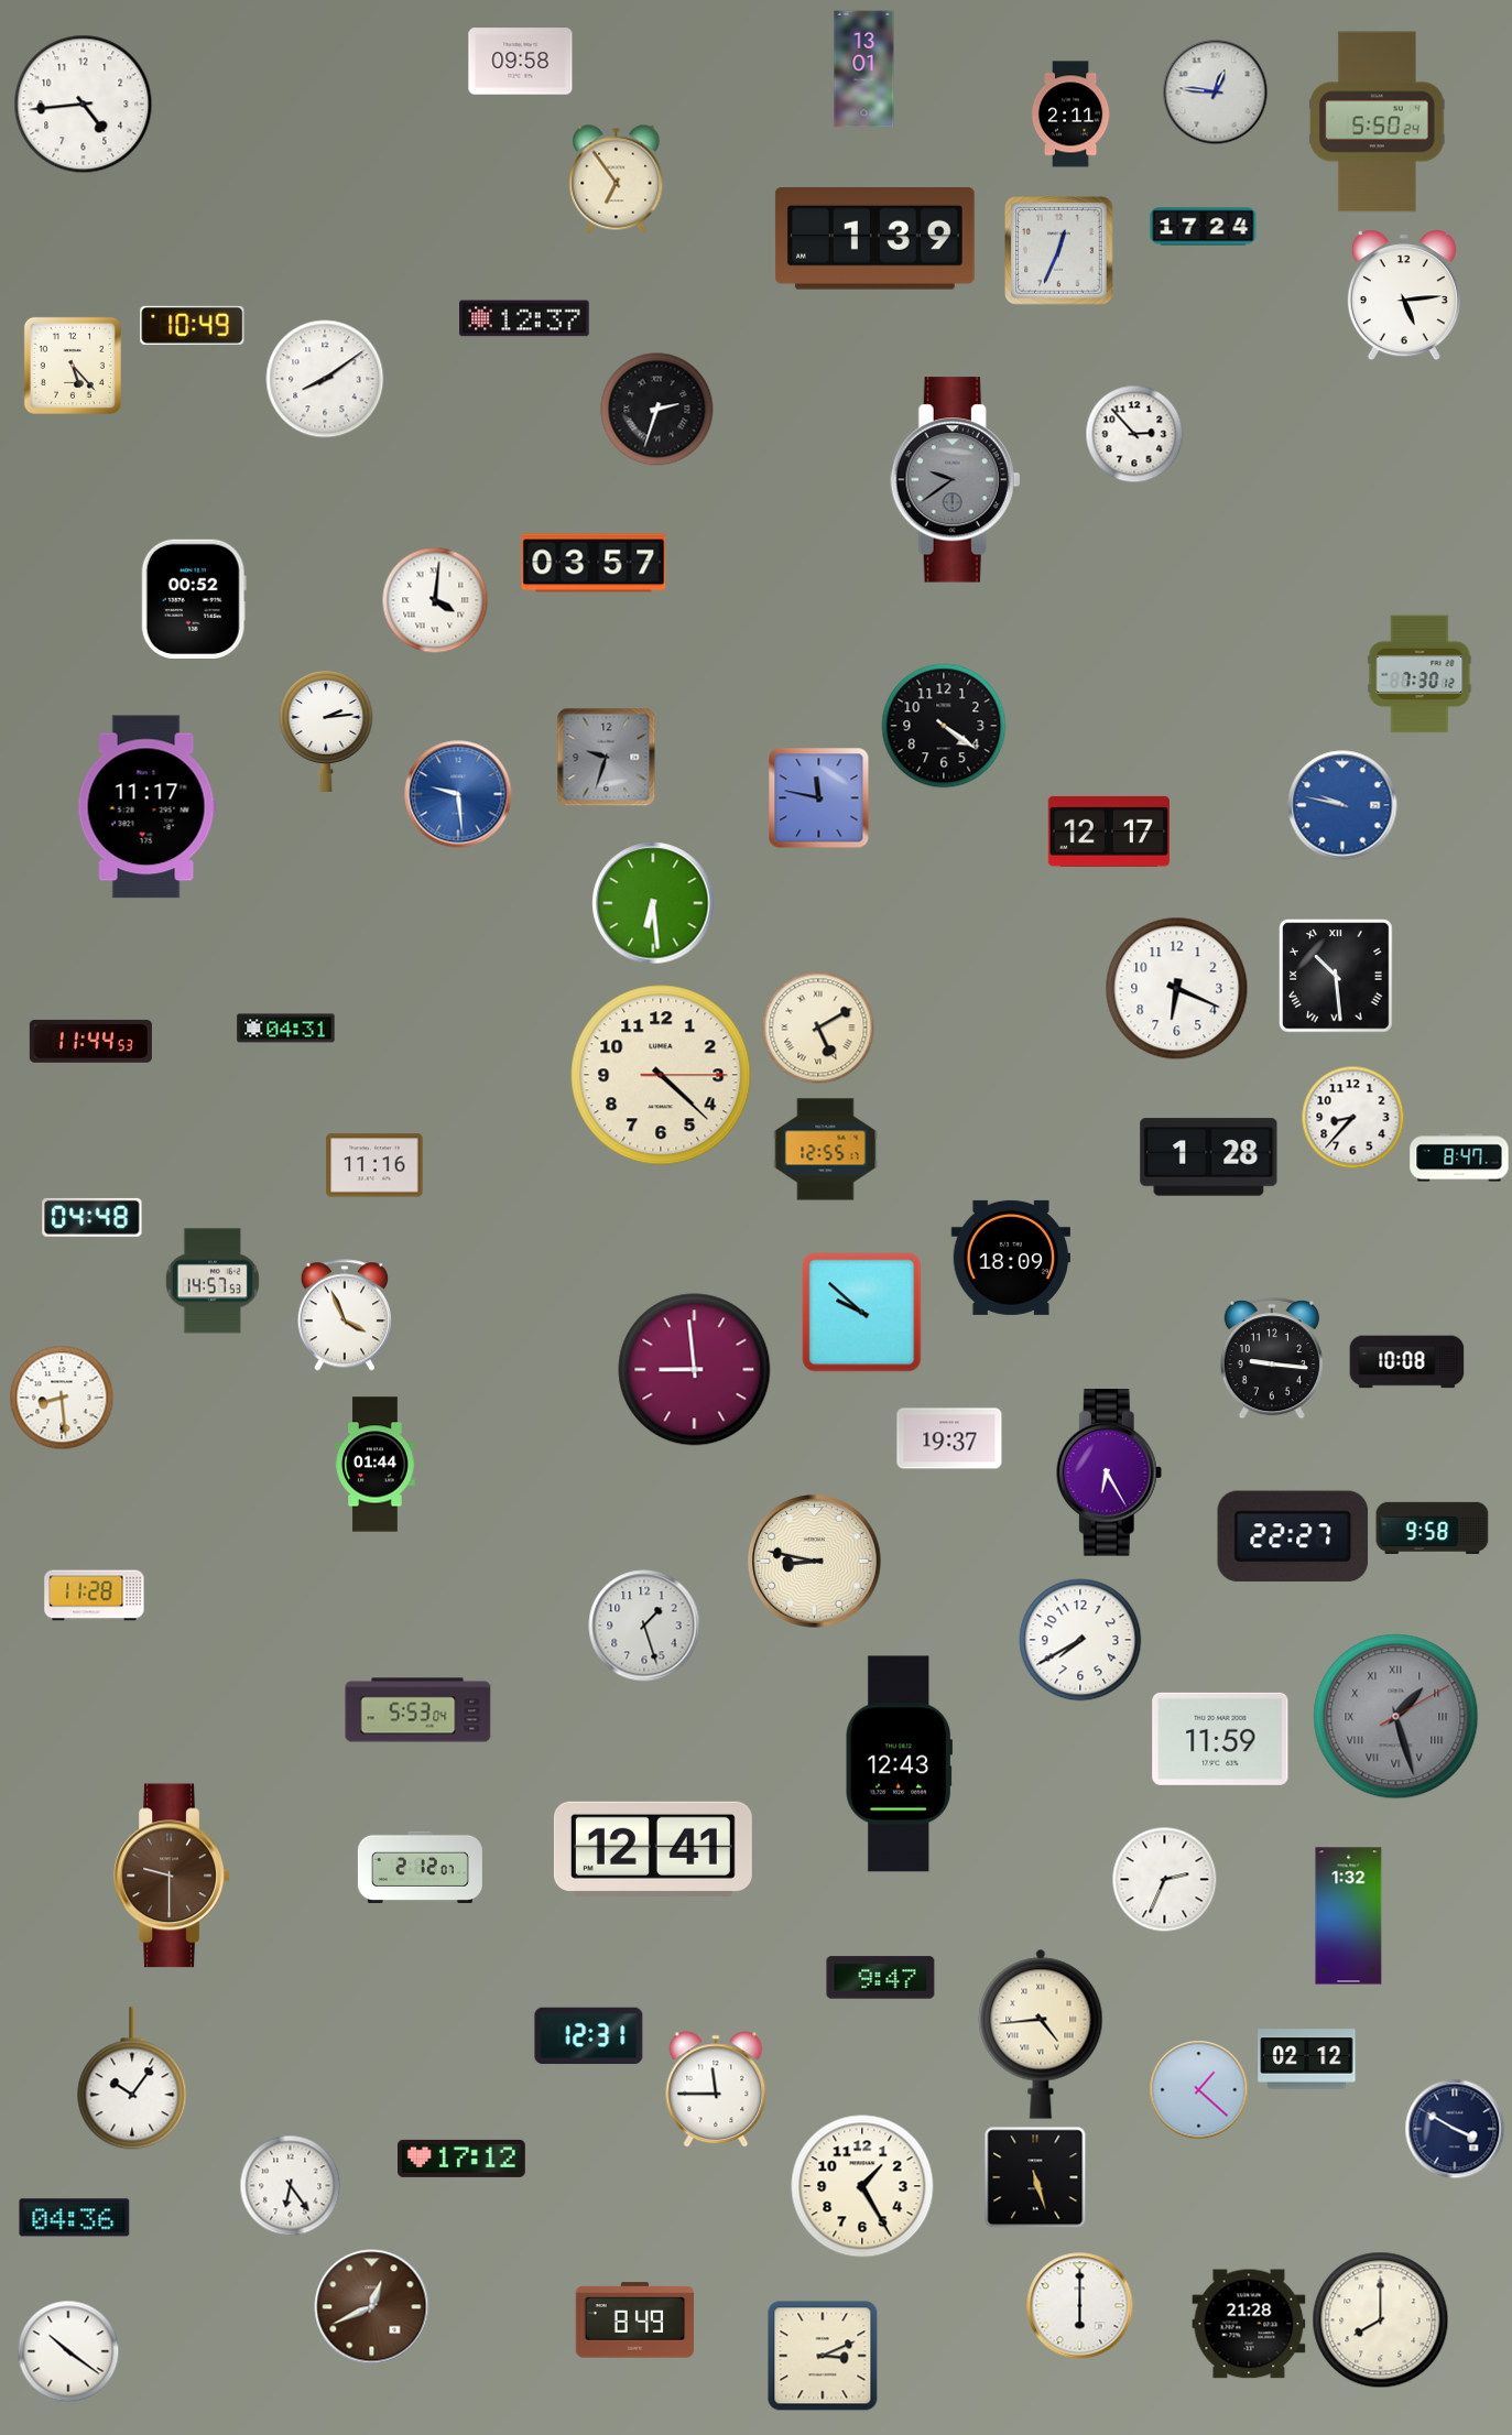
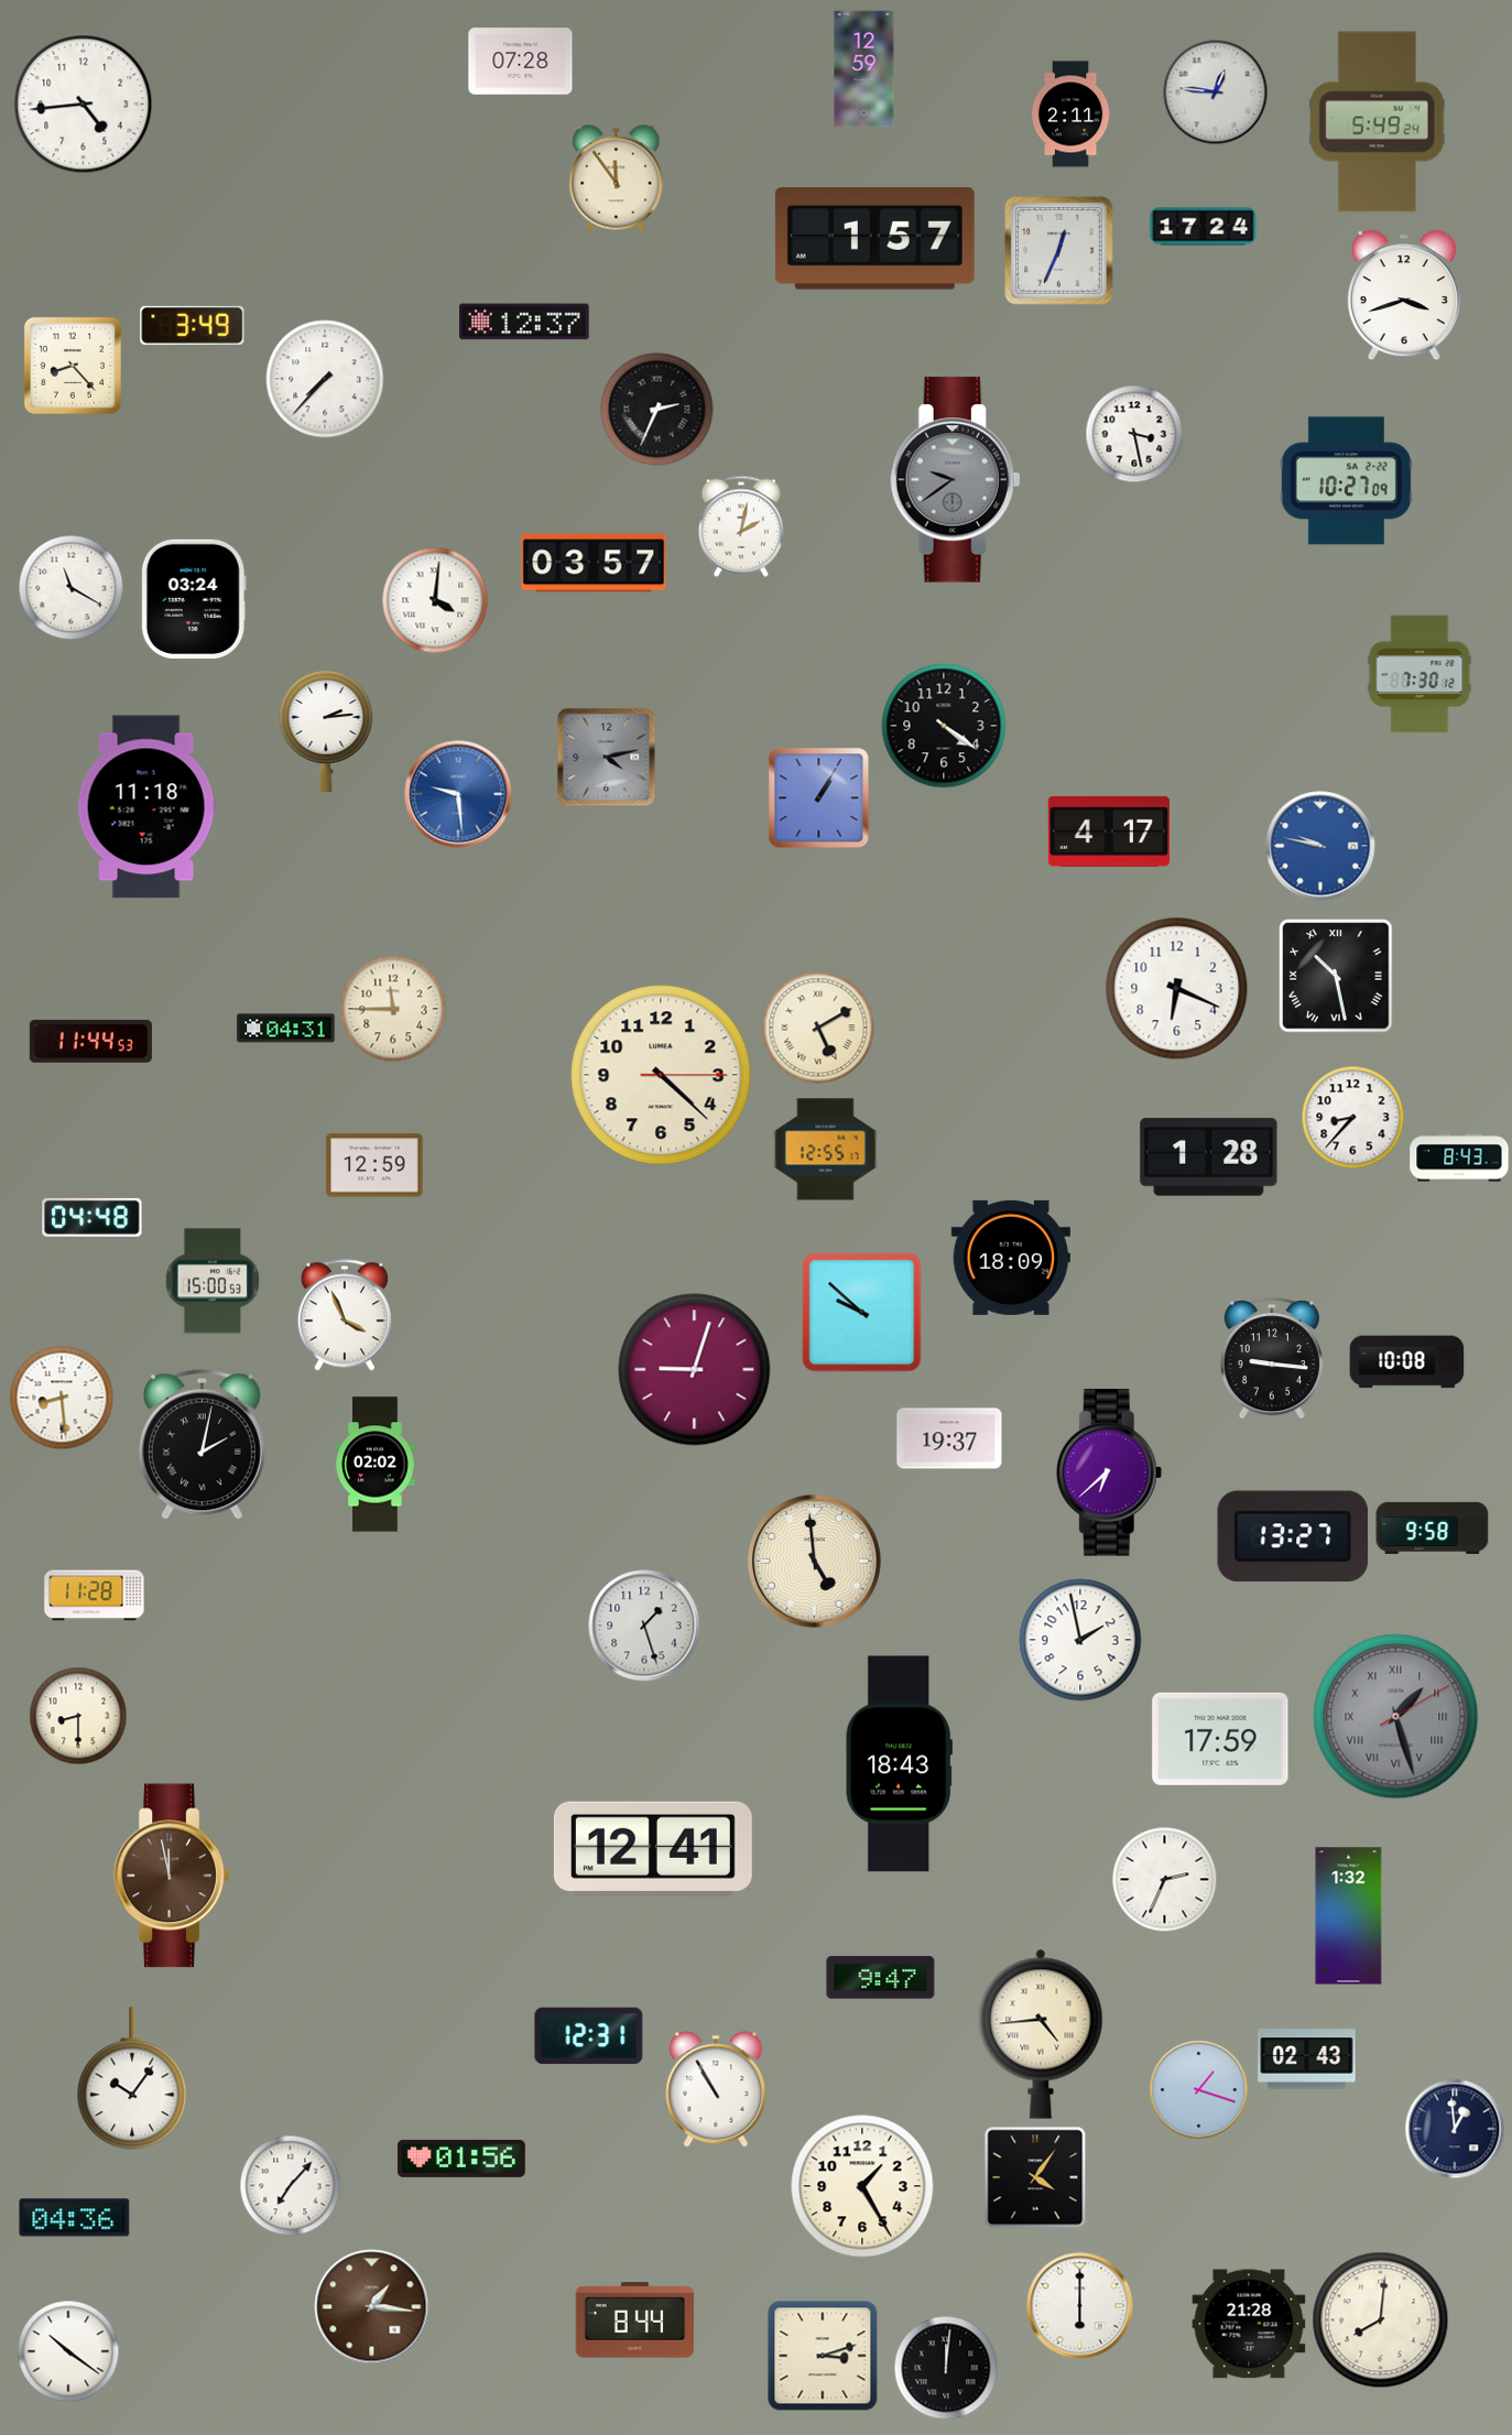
clock at (521, 62): 09:58 -> 07:28
clock at (864, 69): 13:01 -> 12:59
clock at (1377, 122): 5:50 -> 5:49
clock at (617, 180): 6:54 -> 11:54
clock at (874, 239): 1:39 -> 1:57
clock at (1404, 295): 5:14 -> 3:42
clock at (524, 318) position: (524, 318) -> (524, 322)
clock at (193, 325): 10:49 -> 3:49
clock at (73, 366): 5:23 -> 8:23
clock at (325, 379): 8:09 -> 7:37
clock at (657, 410): 2:33 -> 2:34
clock at (1134, 434): 2:53 -> 3:28
clock at (1346, 481): none -> 10:27
clock at (740, 526): none -> 2:02
clock at (72, 588): none -> 11:20
clock at (194, 598): 00:52 -> 03:24
clock at (607, 758): 9:33 -> 4:13
clock at (819, 798): 11:47 -> 1:05
clock at (1342, 805) position: (1342, 805) -> (1320, 846)
clock at (146, 807): 11:17 -> 11:18
clock at (1109, 831): 12:17 -> 4:17
clock at (653, 903): 6:29 -> none
clock at (1336, 976): 10:29 -> 10:28
clock at (393, 1009): none -> 11:45
clock at (1459, 1157): 8:47 -> 8:43
clock at (374, 1165): 11:16 -> 12:59
clock at (213, 1281): 14:57 -> 15:00
clock at (695, 1370): 8:59 -> 9:03
clock at (202, 1444): none -> 2:02
clock at (376, 1465): 01:44 -> 02:02
clock at (1109, 1472): 6:25 -> 6:38
clock at (1293, 1536): 22:27 -> 13:27
clock at (815, 1562): 8:47 -> 4:59
clock at (1080, 1640): 7:40 -> 1:58
clock at (418, 1710): 5:53 -> none
clock at (78, 1716): none -> 8:30
clock at (1220, 1739): 11:59 -> 17:59
clock at (899, 1764): 12:43 -> 18:43
clock at (420, 1867): 2:12 -> none
clock at (172, 1876): 9:30 -> 11:58
clock at (1307, 2059): 02:12 -> 02:43
clock at (716, 2089): 11:45 -> 10:55
clock at (1199, 2090): 1:22 -> 1:18
clock at (1455, 2129): 3:50 -> 12:59
clock at (463, 2159): 17:12 -> 01:56
clock at (1035, 2177): 5:27 -> 4:06
clock at (291, 2186): 6:24 -> 7:07
clock at (372, 2307): 12:41 -> 1:16
clock at (635, 2320): 8:49 -> 8:44
clock at (1381, 2320): 8:00 -> 8:01
clock at (823, 2356): 3:11 -> 3:12
clock at (946, 2368): none -> 12:01
